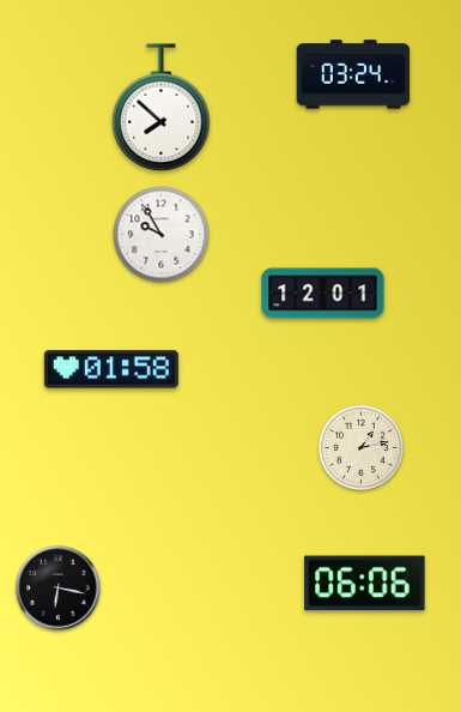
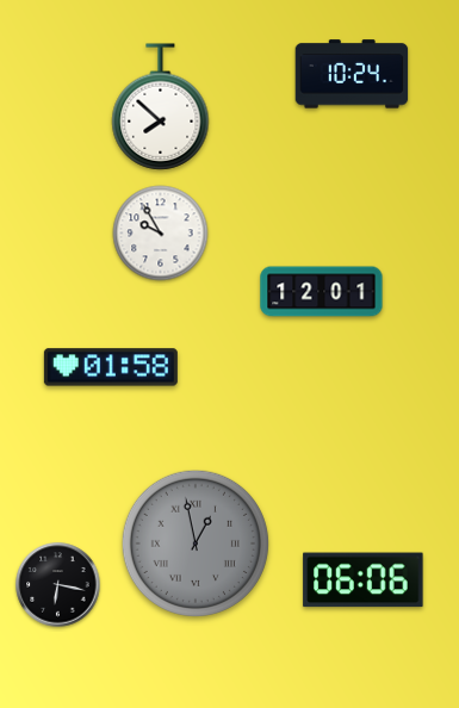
clock at (353, 74): 03:24 -> 10:24
clock at (360, 447): 1:13 -> none
clock at (196, 544): none -> 12:58
